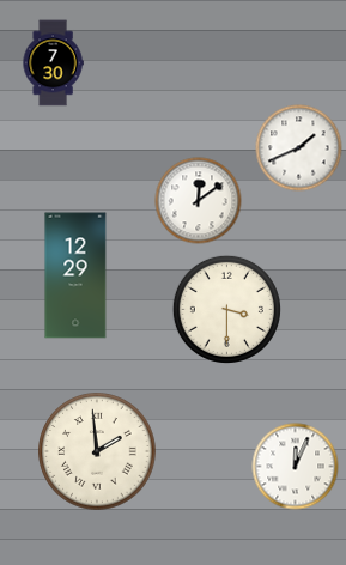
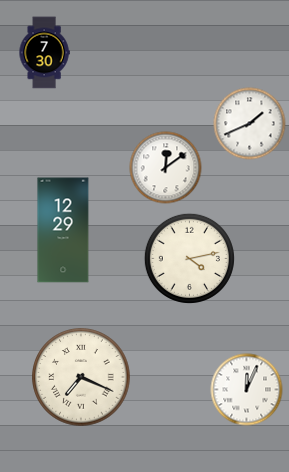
clock at (226, 309): 3:30 -> 4:13
clock at (97, 451): 1:59 -> 7:19
